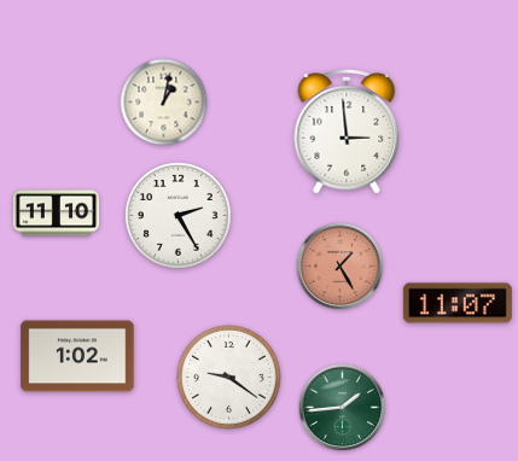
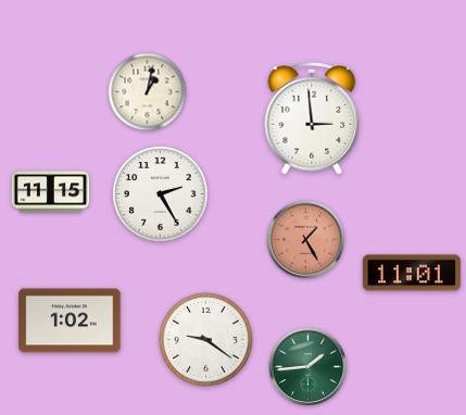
clock at (57, 214): 11:10 -> 11:15
clock at (458, 303): 11:07 -> 11:01
